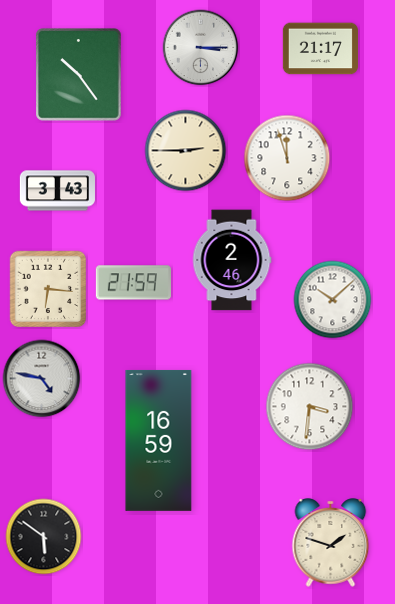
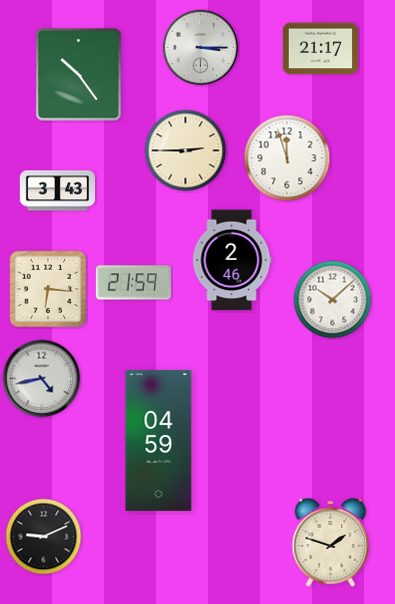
clock at (42, 379): 4:47 -> 4:43
clock at (310, 407): 3:31 -> none
clock at (159, 440): 16:59 -> 04:59
clock at (44, 537): 5:51 -> 9:11
